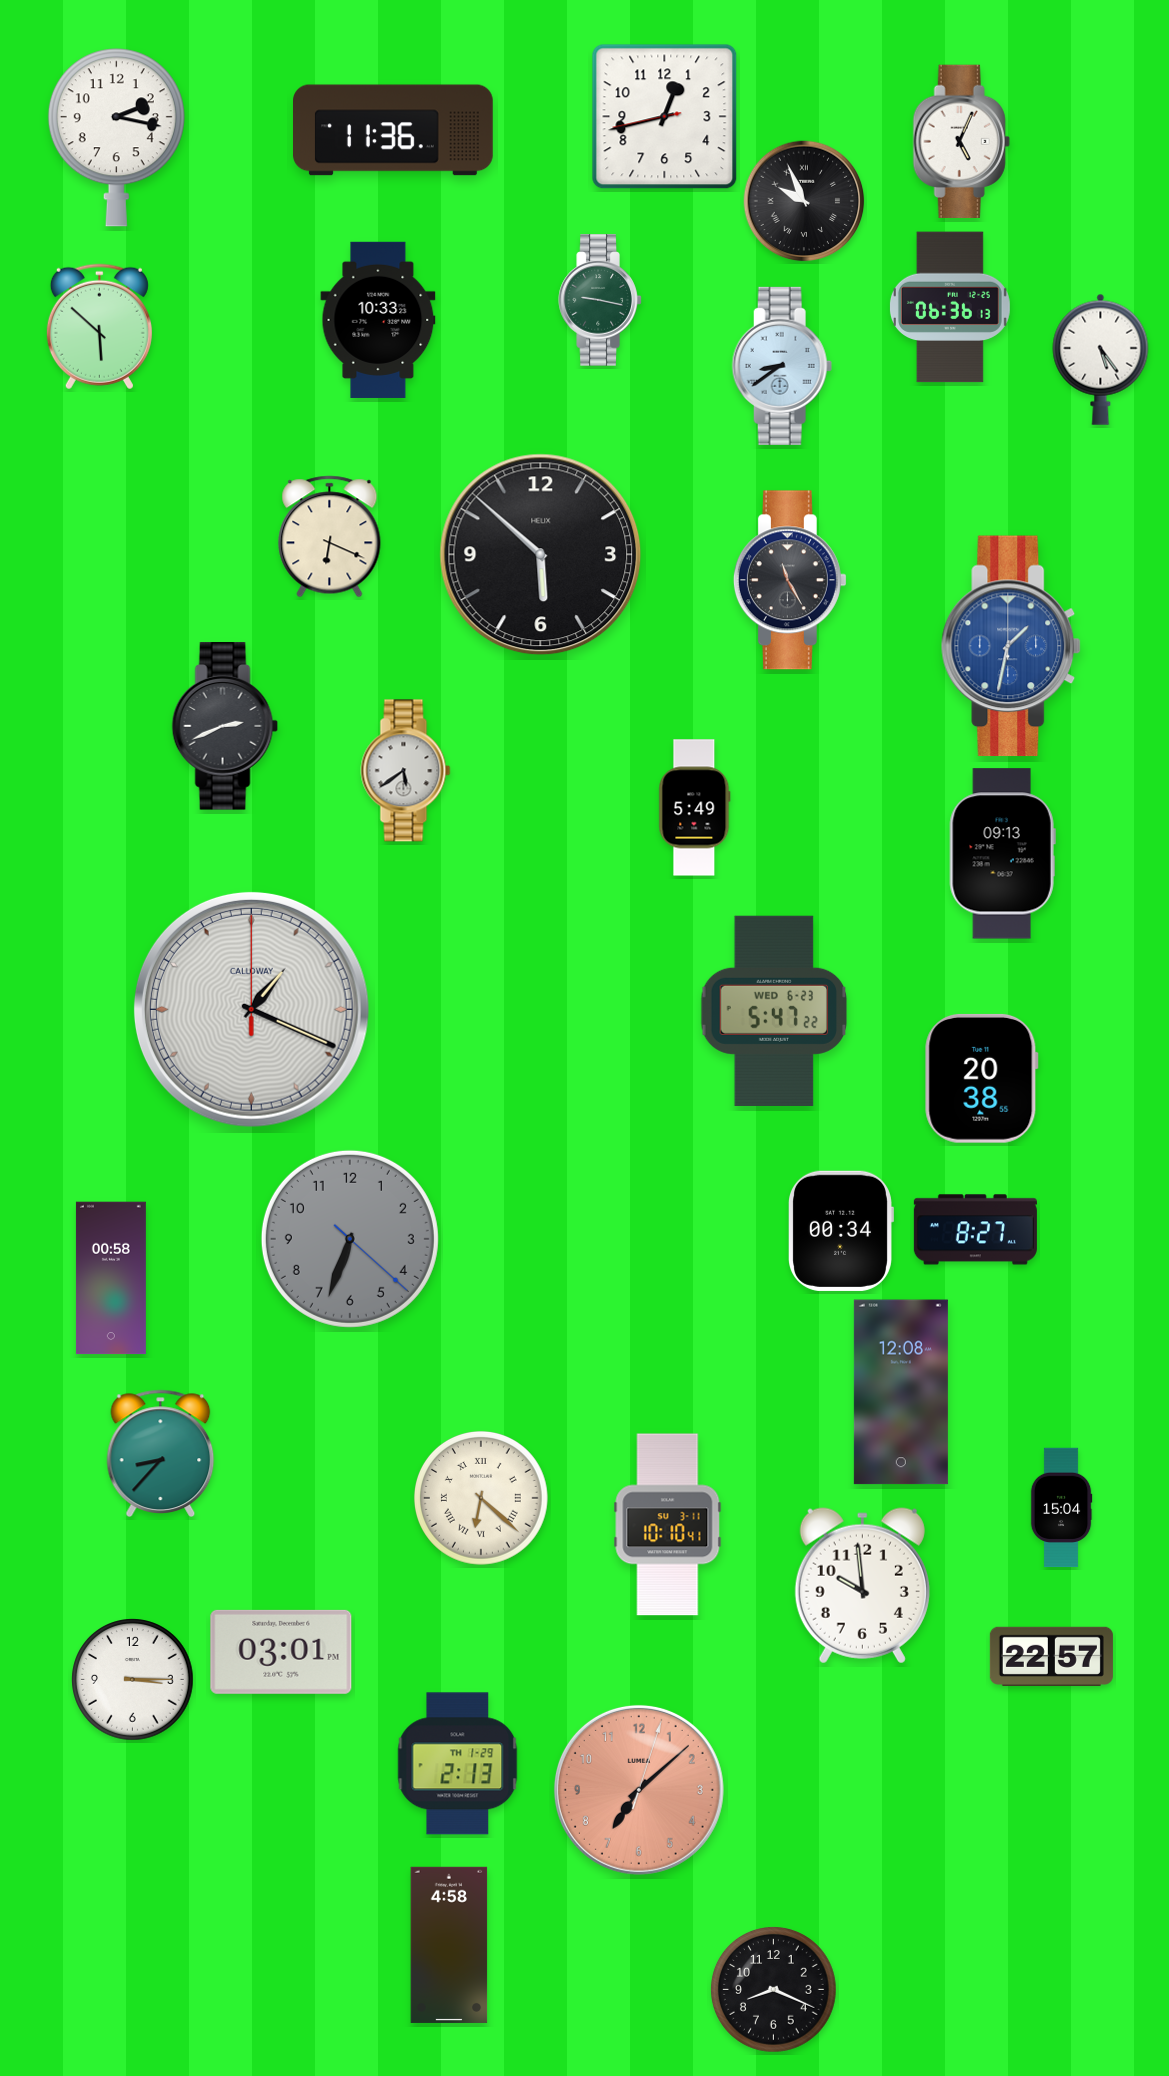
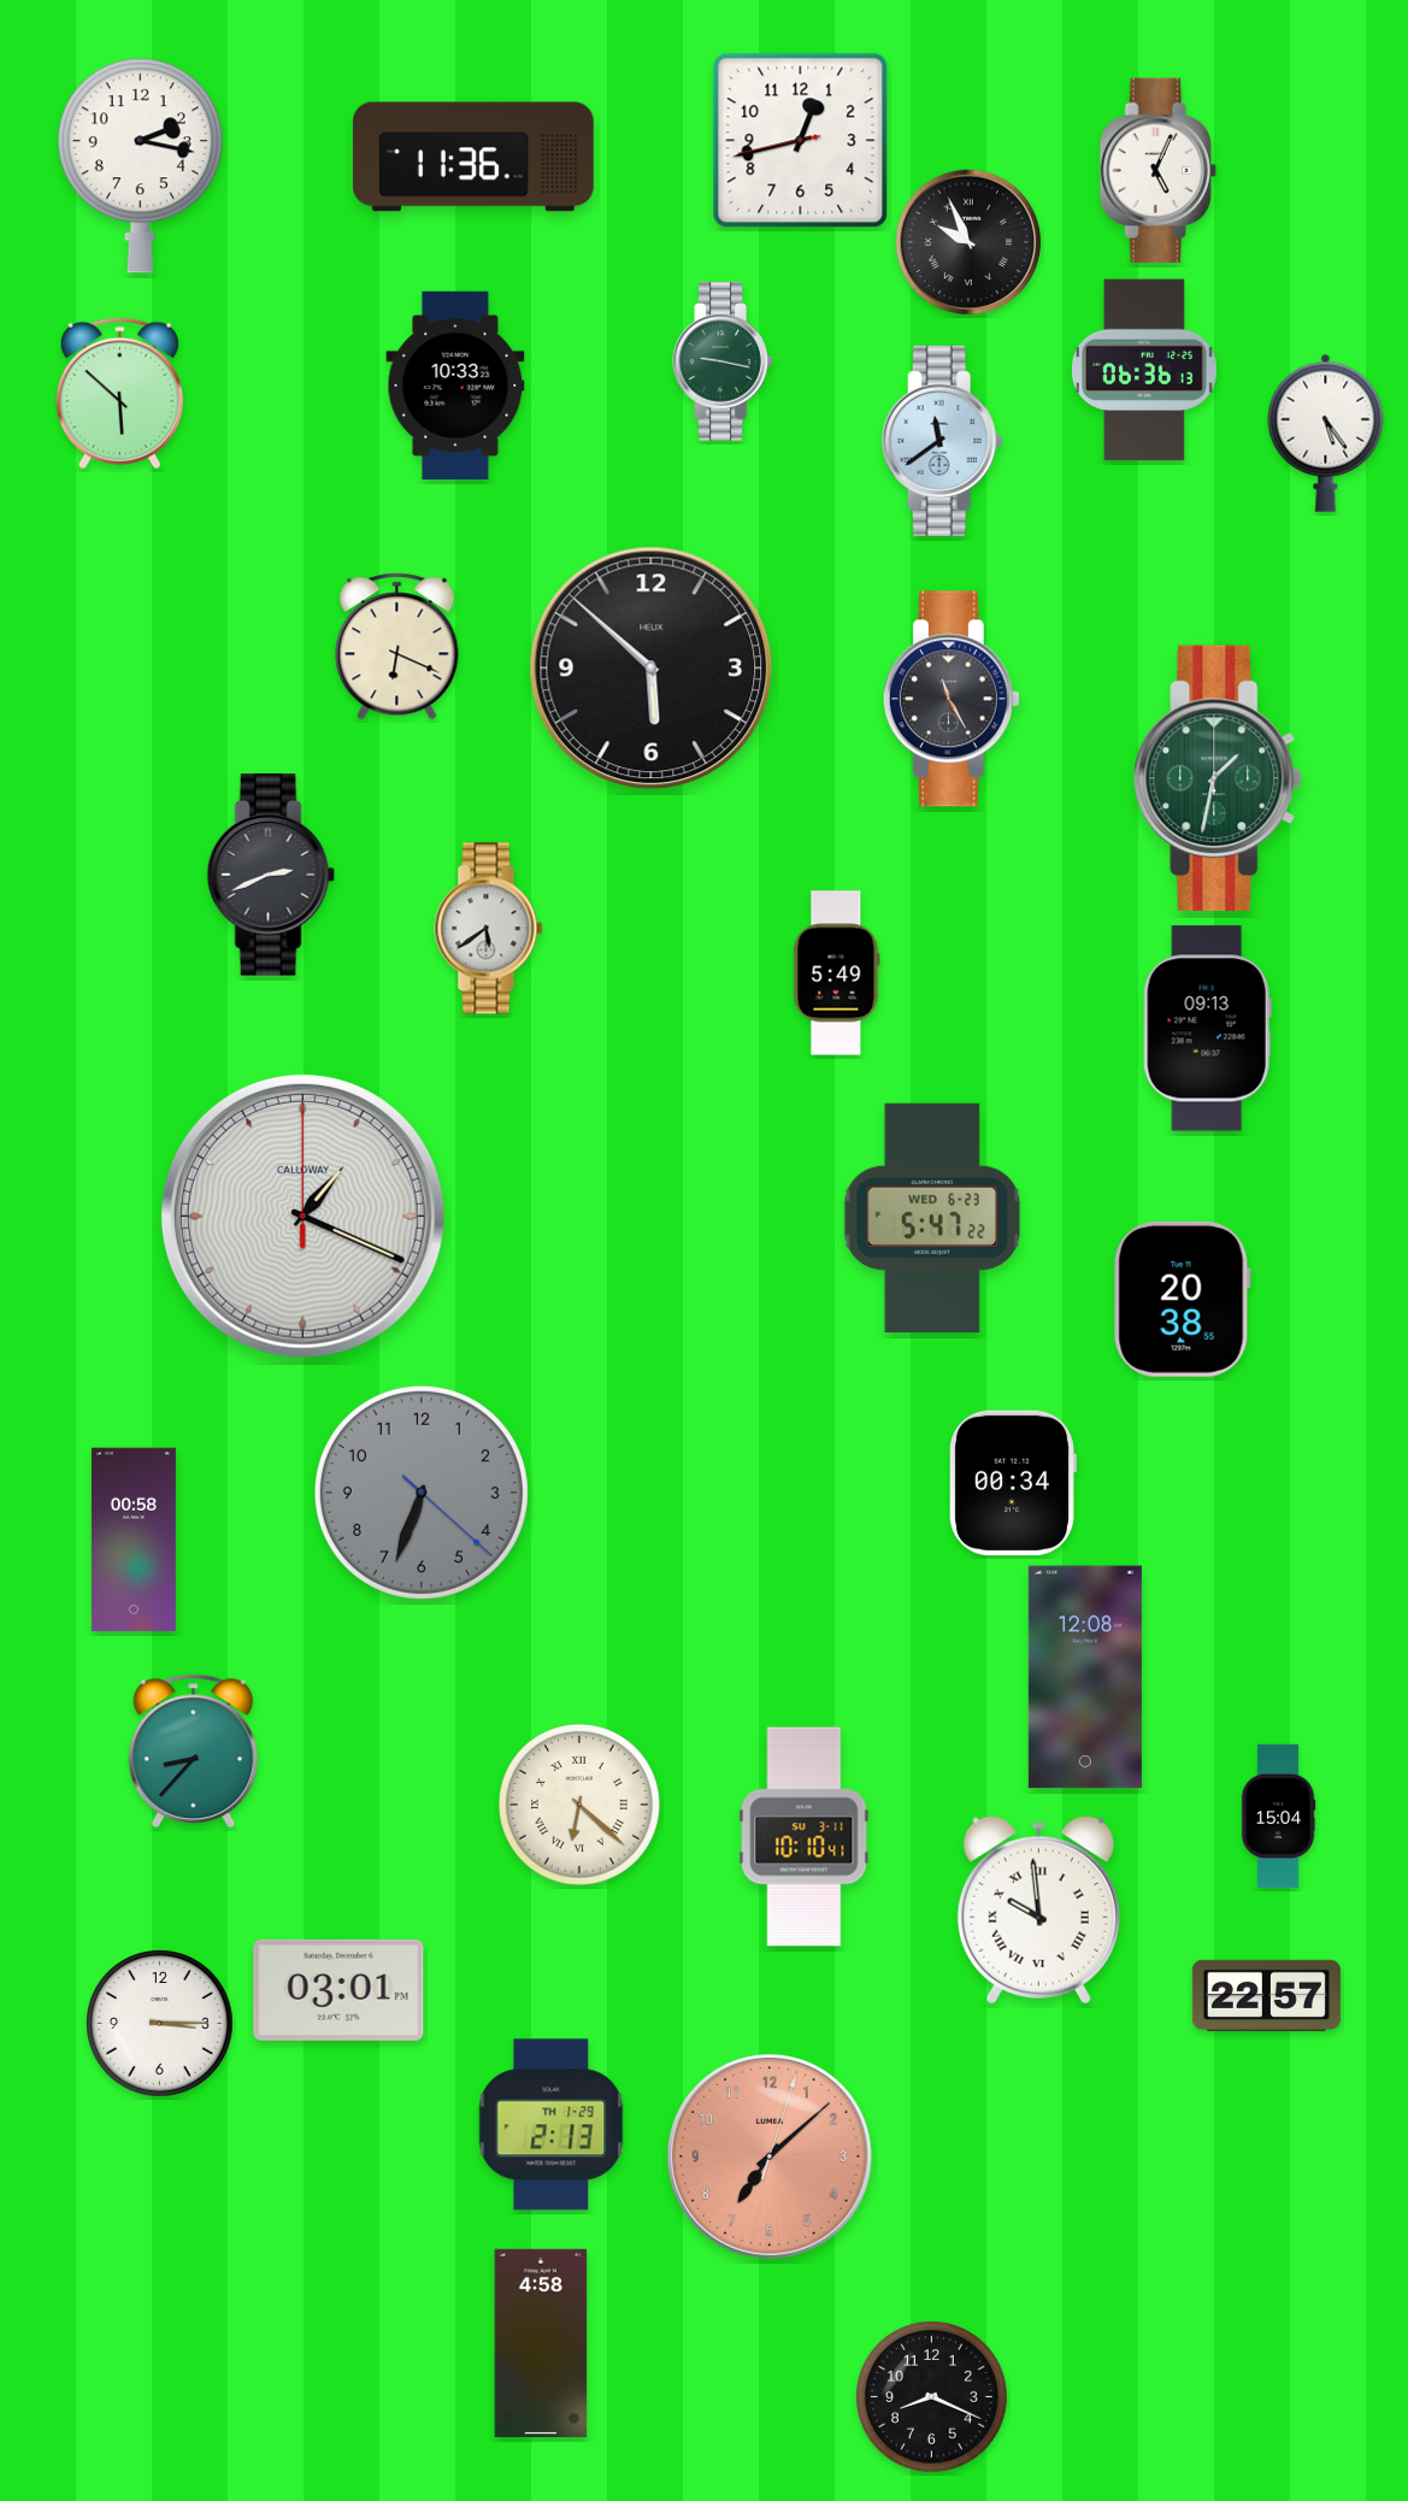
clock at (782, 366): 8:39 -> 11:39
clock at (1012, 646) dial: blue -> green
clock at (975, 1230): 8:27 -> none
clock at (862, 1586) numerals: Arabic -> Roman
